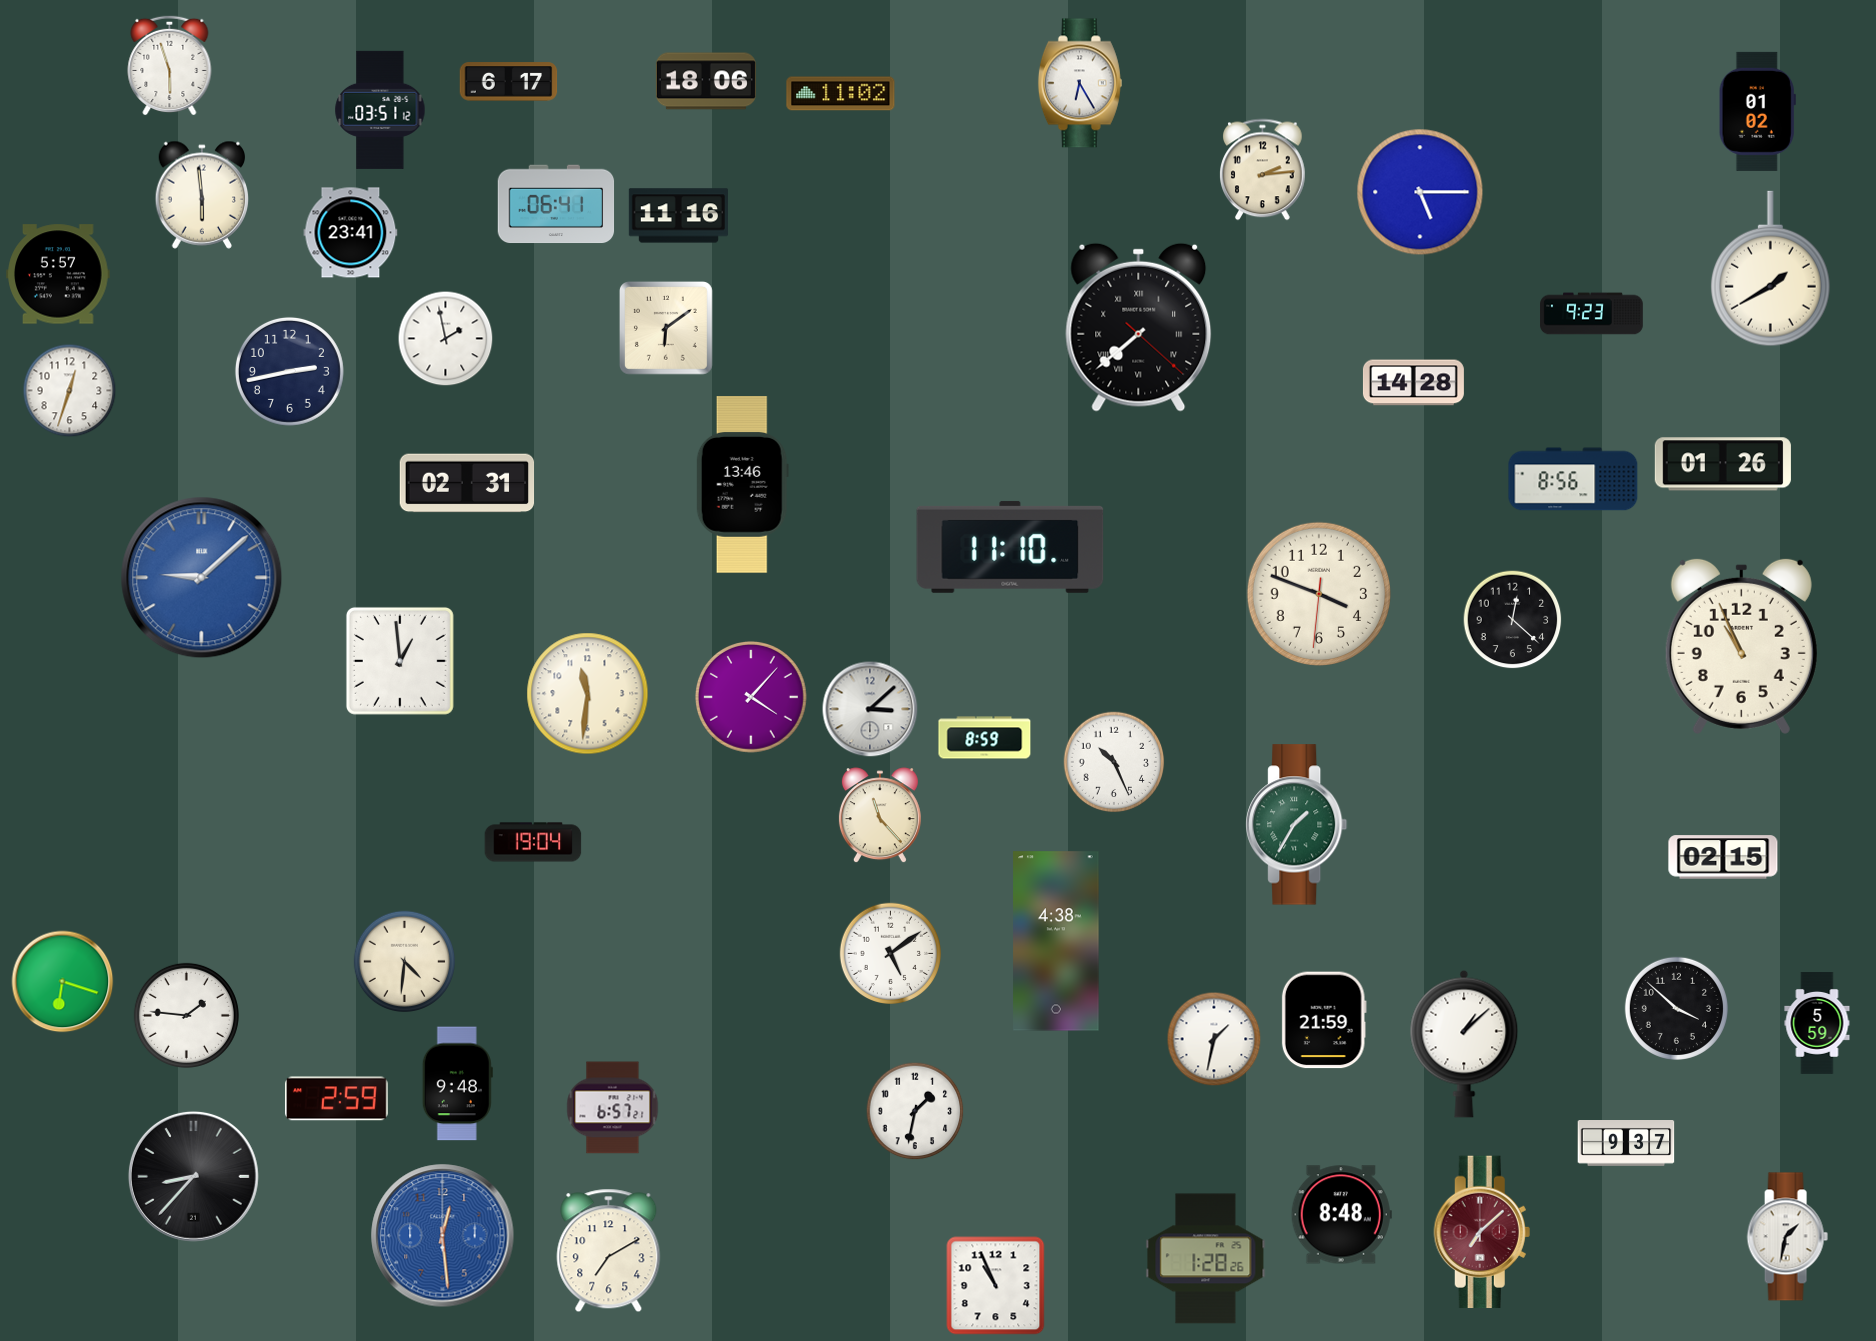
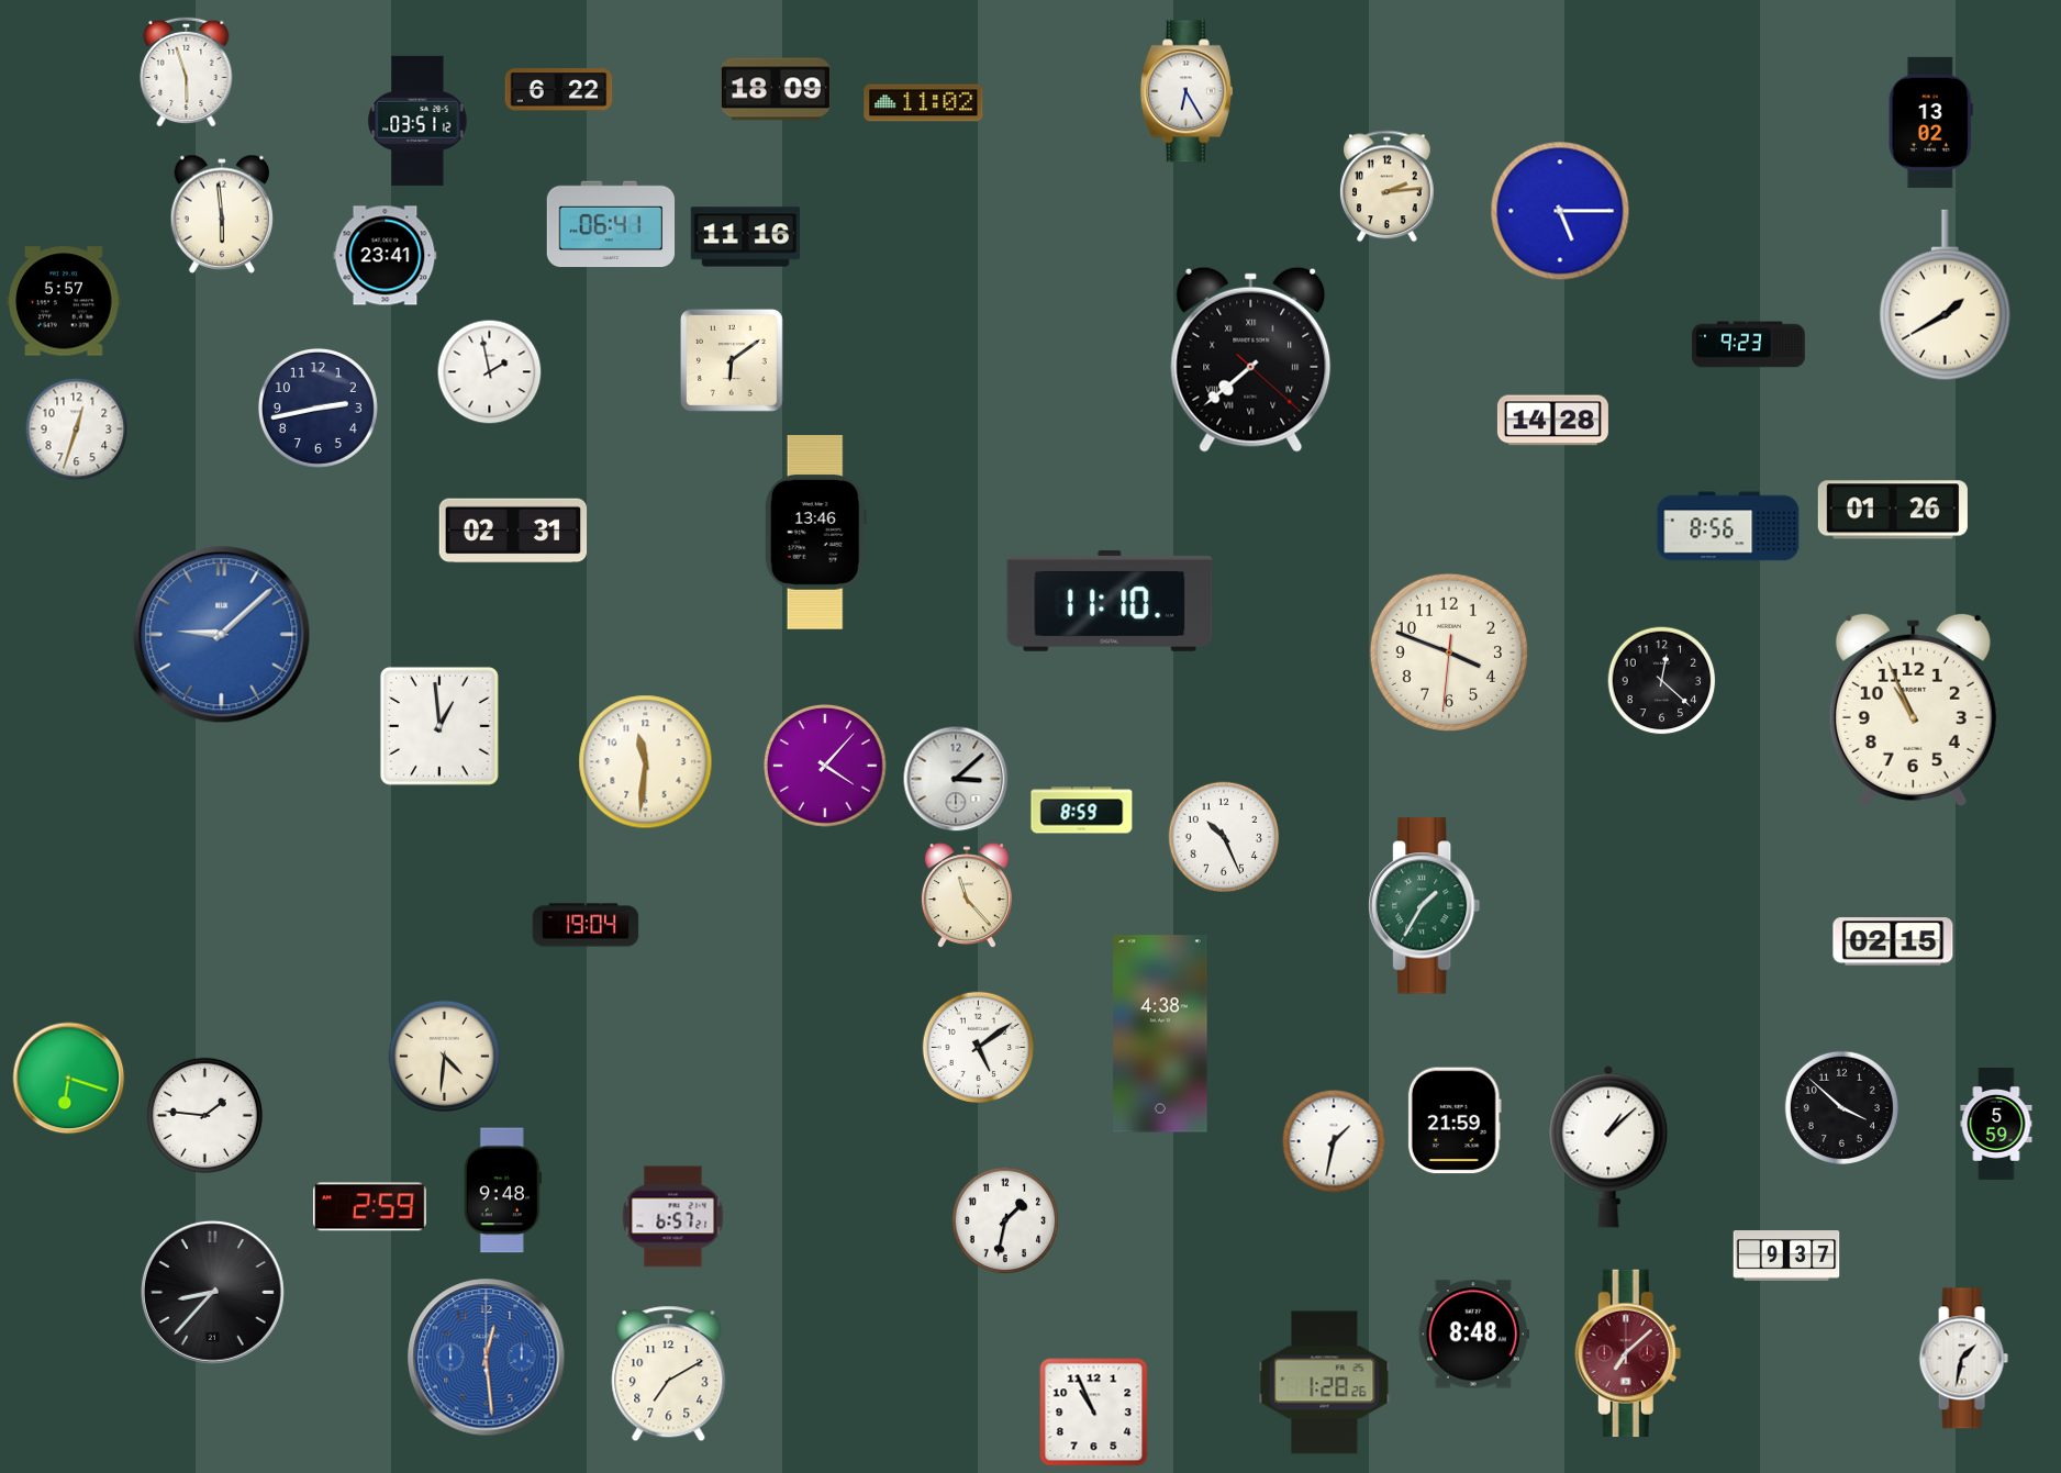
clock at (706, 81): 18:06 -> 18:09
clock at (509, 82): 6:17 -> 6:22
clock at (1757, 111): 01:02 -> 13:02
